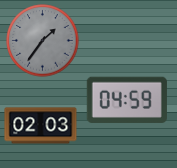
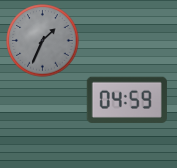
clock at (43, 41): 1:36 -> 1:34
clock at (41, 126): 02:03 -> none
